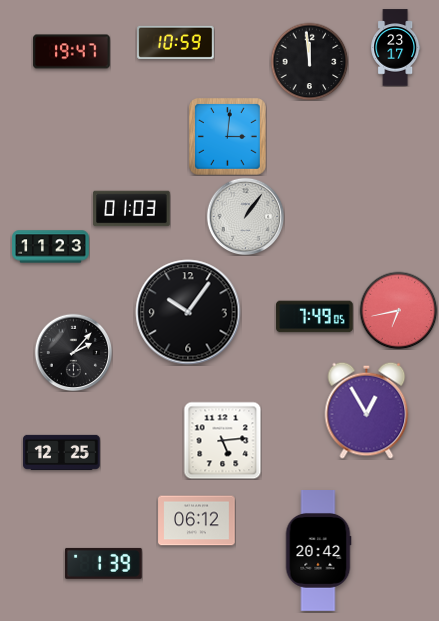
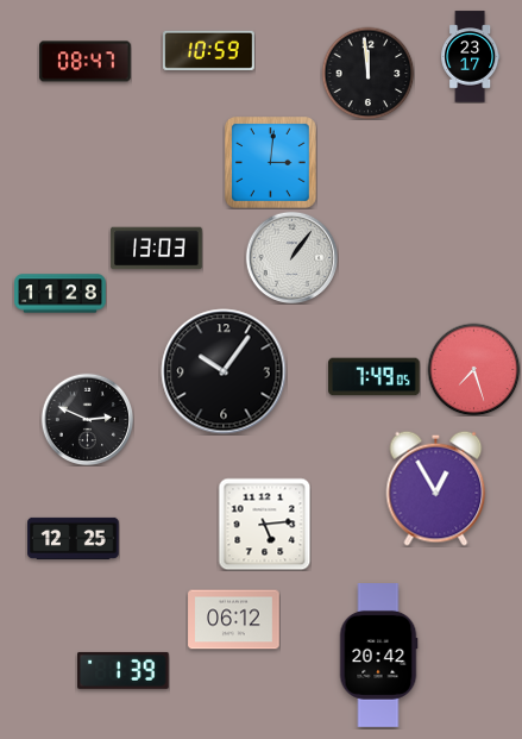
clock at (72, 52): 19:47 -> 08:47
clock at (132, 209): 01:03 -> 13:03
clock at (51, 247): 11:23 -> 11:28
clock at (398, 310): 6:43 -> 7:27
clock at (73, 352): 2:07 -> 2:49
